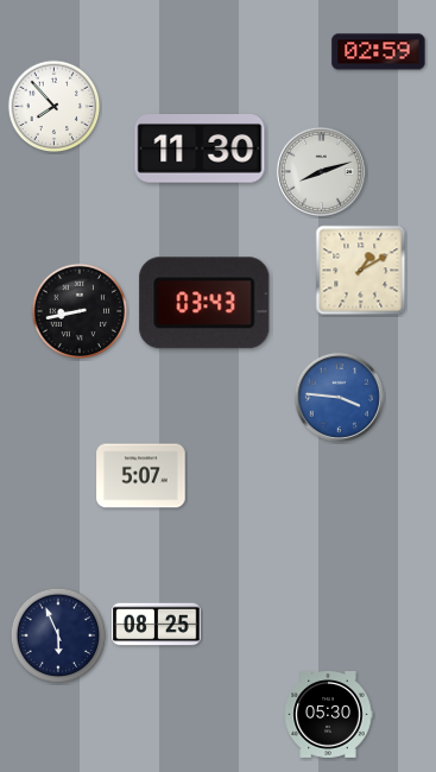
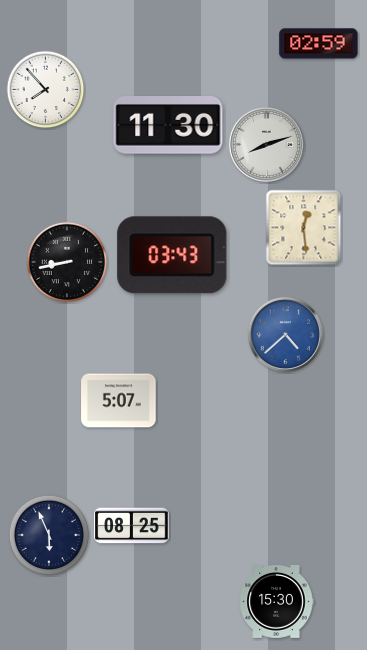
clock at (321, 171) position: (321, 171) -> (266, 144)
clock at (361, 271): 1:10 -> 12:29
clock at (339, 397): 3:46 -> 4:38
clock at (328, 715): 05:30 -> 15:30
